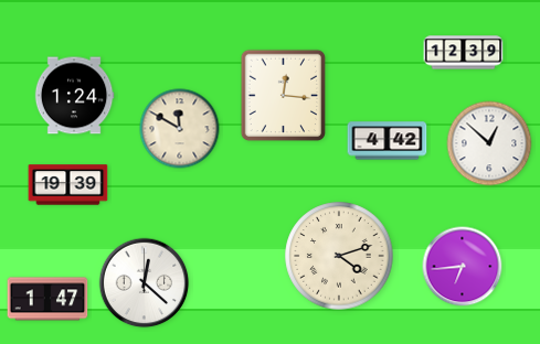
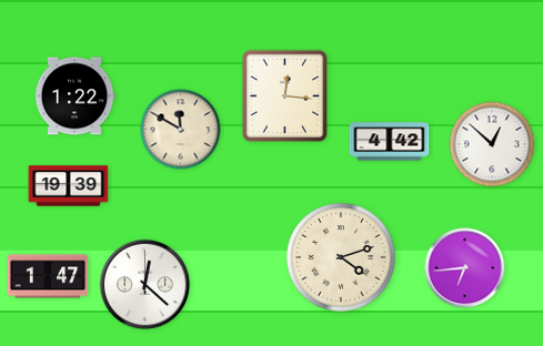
clock at (464, 53): 12:39 -> none
clock at (74, 96): 1:24 -> 1:22
clock at (47, 299) position: (47, 299) -> (48, 276)
